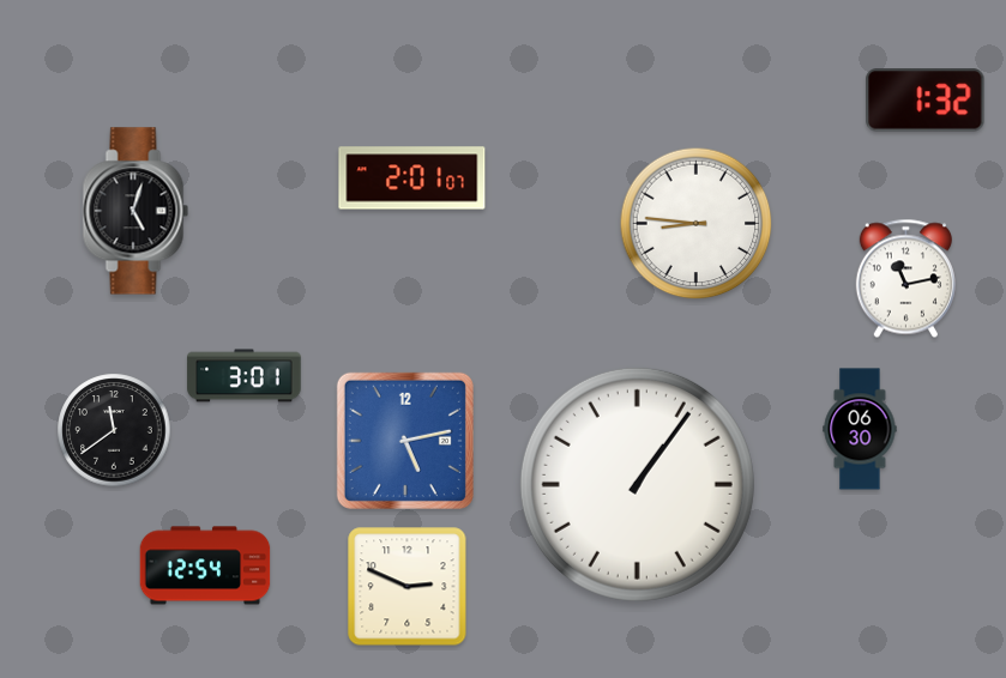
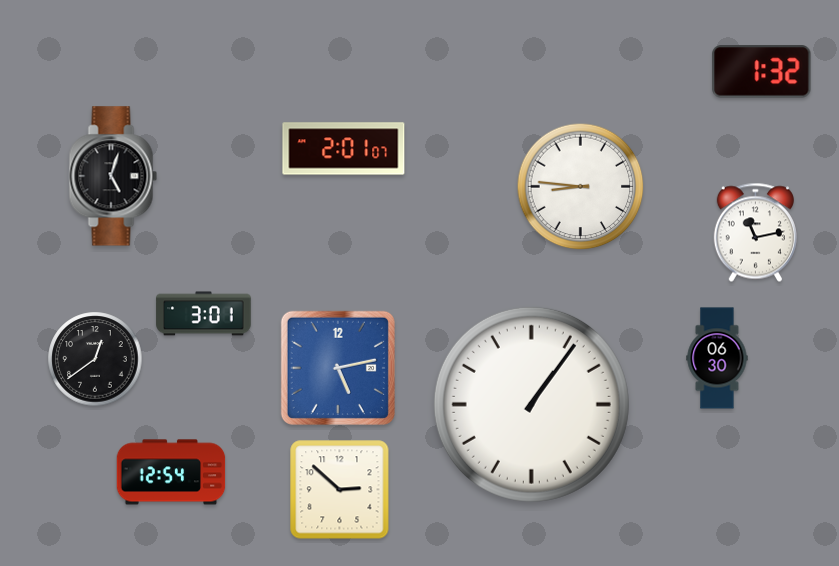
clock at (926, 101) position: (926, 101) -> (762, 72)
clock at (114, 430): 11:39 -> 12:39
clock at (408, 587): 2:49 -> 2:52
